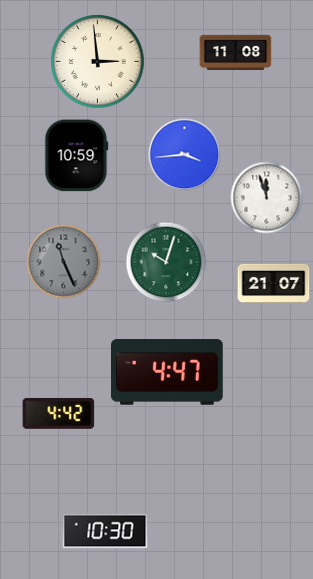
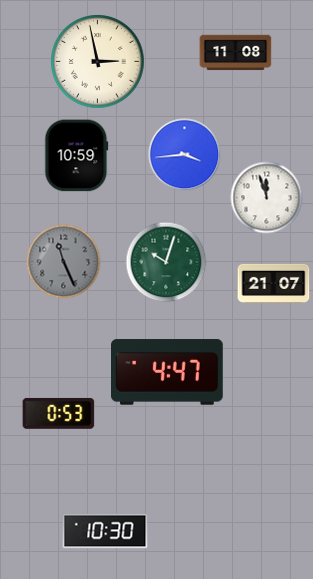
clock at (98, 62): 2:59 -> 2:58
clock at (59, 413): 4:42 -> 0:53
